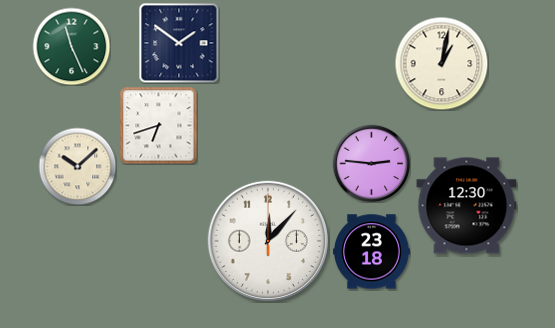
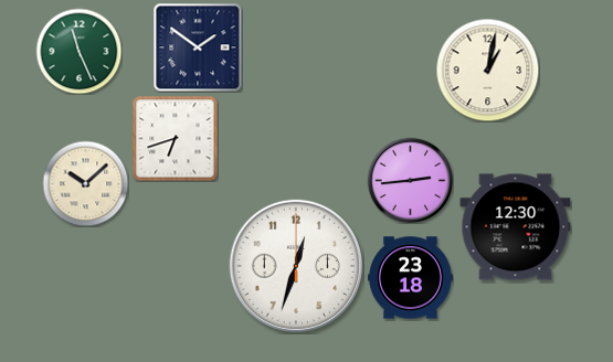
clock at (371, 163): 2:46 -> 2:44
clock at (268, 241): 12:07 -> 12:33
